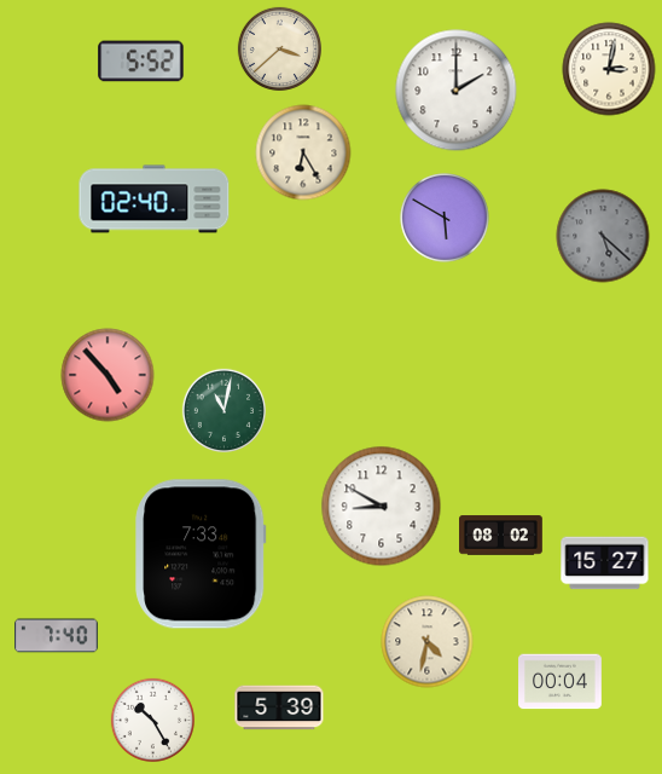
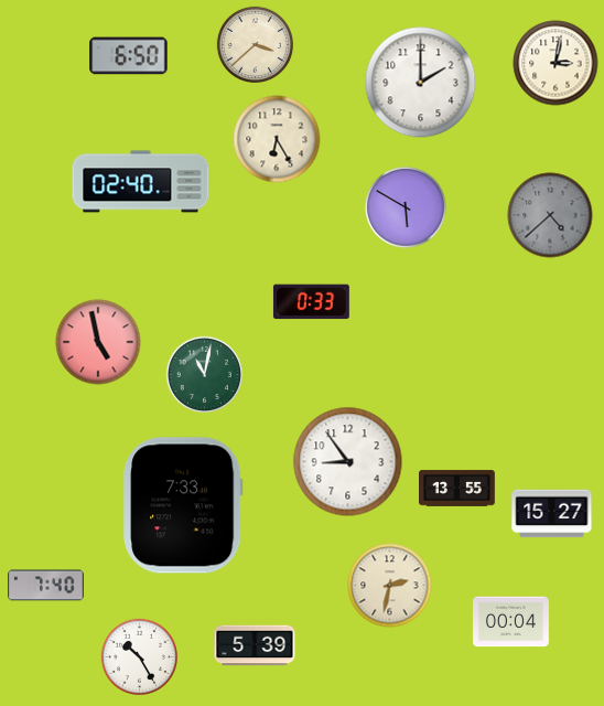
clock at (141, 62): 5:52 -> 6:50
clock at (457, 91) position: (457, 91) -> (421, 83)
clock at (445, 218) position: (445, 218) -> (406, 207)
clock at (603, 236): 5:22 -> 4:38
clock at (311, 302): none -> 0:33
clock at (108, 375): 4:53 -> 4:58
clock at (382, 507): 8:50 -> 8:54
clock at (501, 536): 08:02 -> 13:55
clock at (57, 636) position: (57, 636) -> (46, 586)
clock at (428, 642): 4:32 -> 2:32
